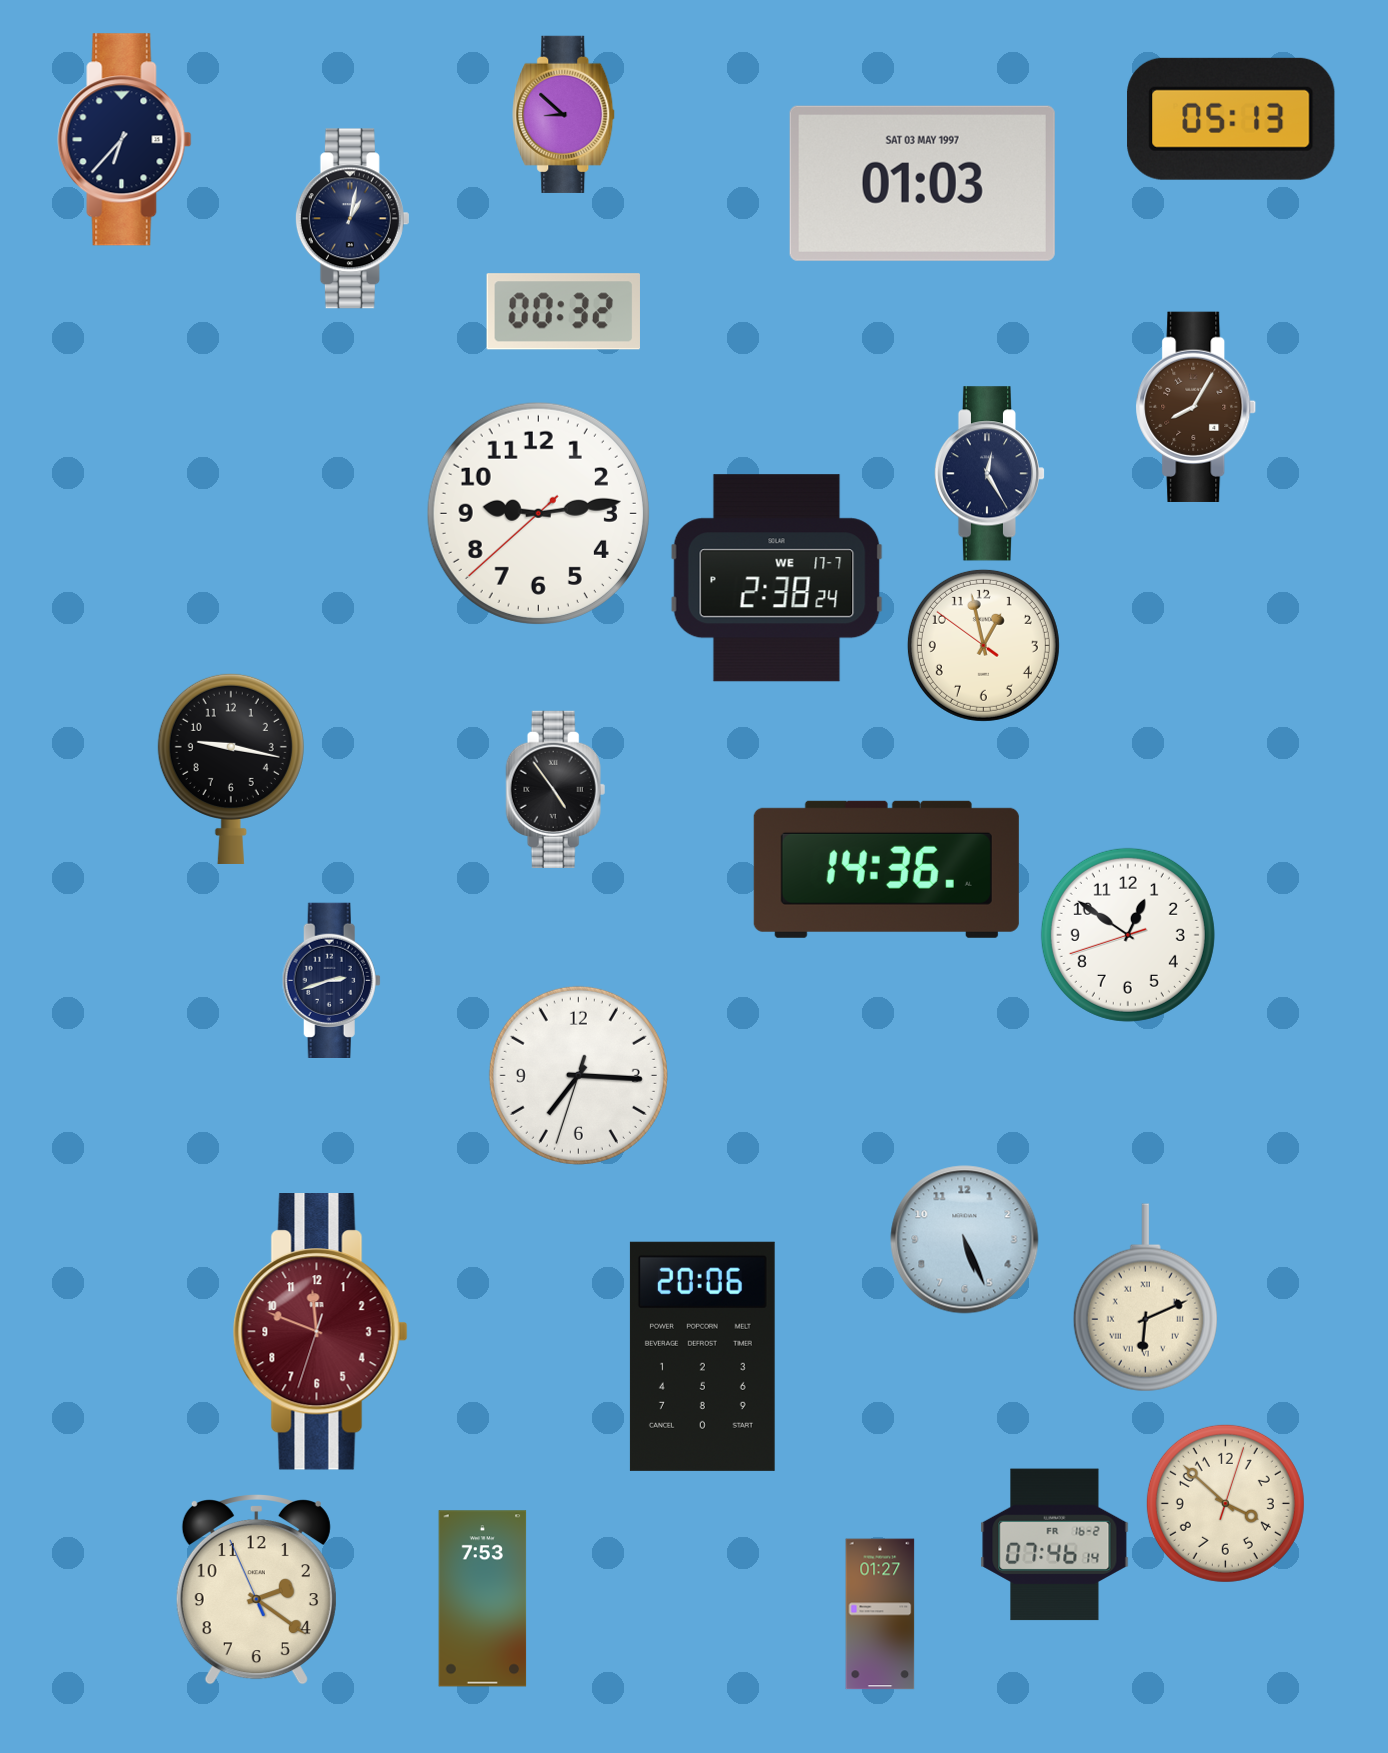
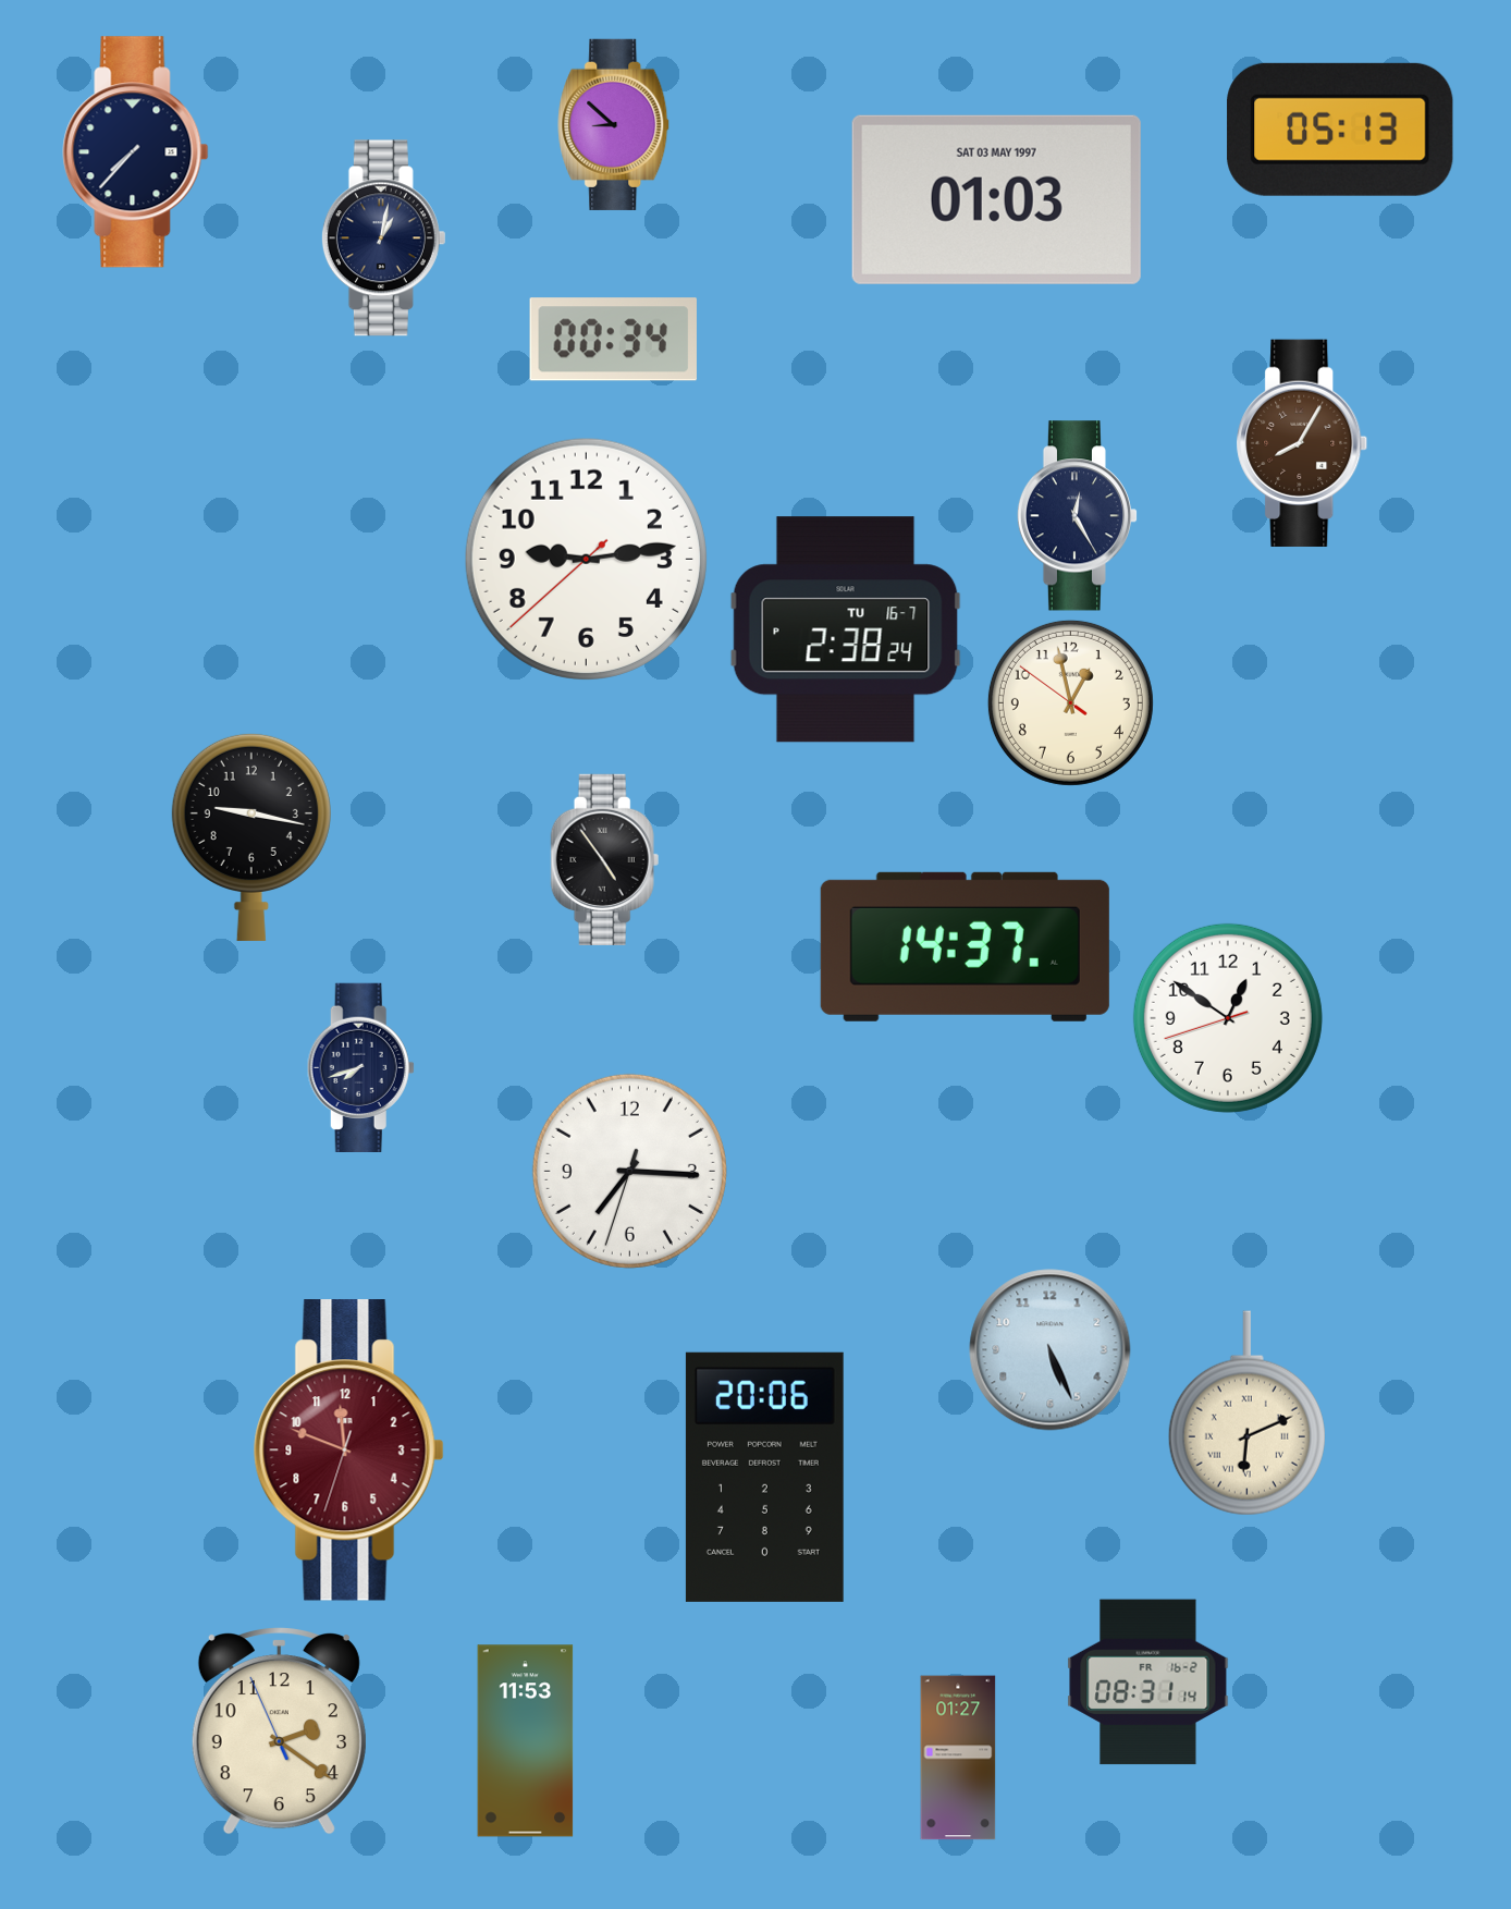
clock at (125, 140): 6:37 -> 7:37
clock at (922, 183) position: (922, 183) -> (996, 199)
clock at (563, 312): 00:32 -> 00:34
clock at (777, 578) date: WE 17-7 -> TU 16-7
clock at (886, 869): 14:36 -> 14:37
clock at (331, 980): 2:42 -> 7:42
clock at (1225, 1503): 3:52 -> none
clock at (1055, 1545): 07:46 -> 08:31
clock at (483, 1599): 7:53 -> 11:53
